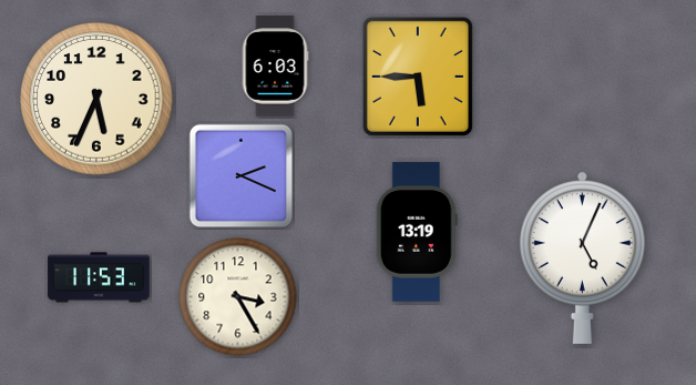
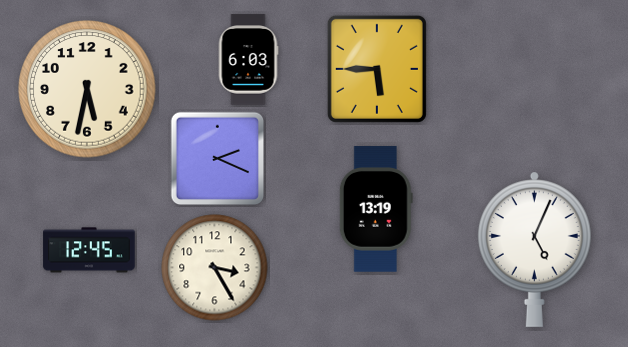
clock at (96, 99): 5:34 -> 5:32
clock at (582, 257) position: (582, 257) -> (534, 249)
clock at (99, 277): 11:53 -> 12:45
